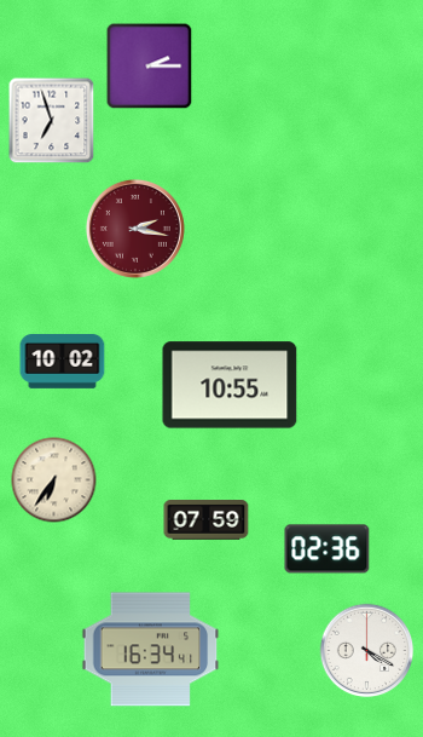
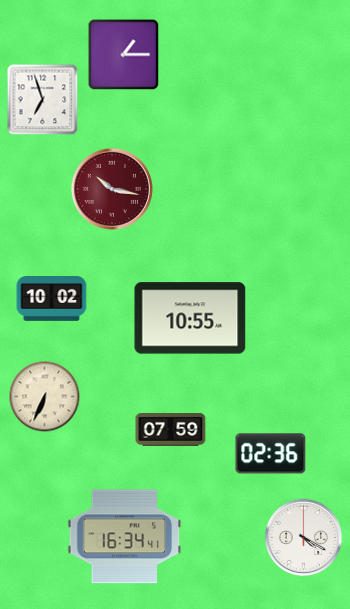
clock at (150, 67): 2:15 -> 1:15
clock at (135, 229): 2:17 -> 10:17
clock at (54, 480): 6:36 -> 6:34
